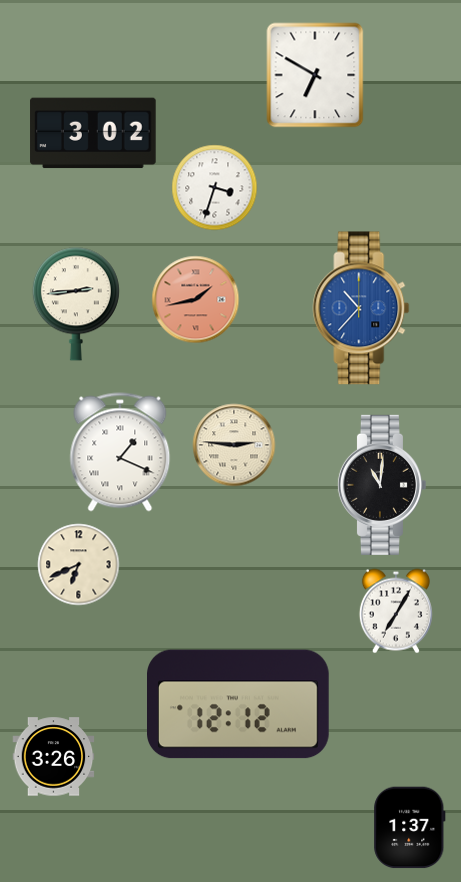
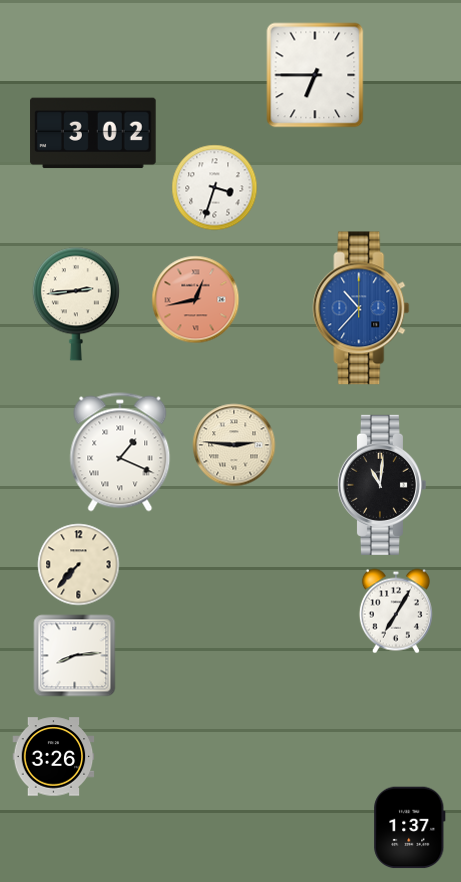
clock at (315, 75): 6:50 -> 6:45
clock at (196, 300): 1:43 -> 12:43
clock at (79, 565): 6:41 -> 7:37
clock at (75, 656): none -> 8:14
clock at (239, 704): 12:12 -> none
